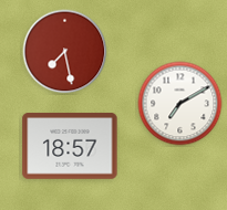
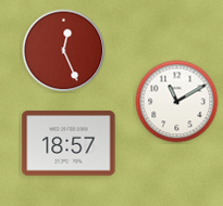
clock at (65, 52): 7:28 -> 12:26
clock at (180, 104): 7:10 -> 11:10
